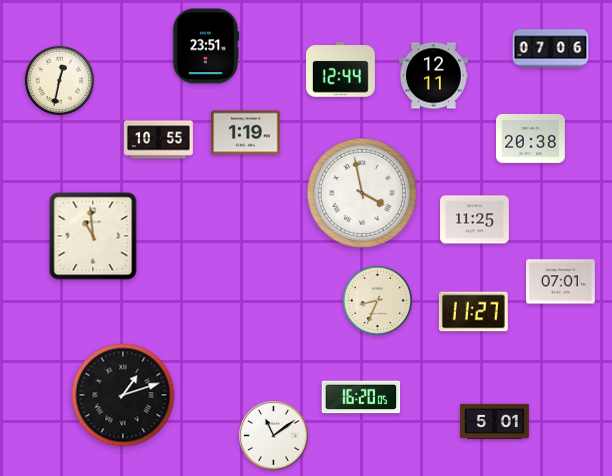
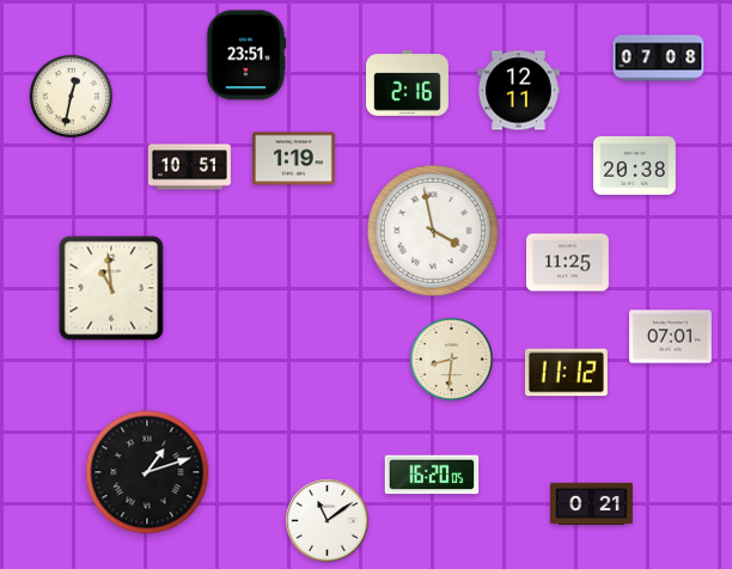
clock at (551, 49): 07:06 -> 07:08
clock at (341, 70): 12:44 -> 2:16
clock at (159, 140): 10:55 -> 10:51
clock at (93, 236) position: (93, 236) -> (111, 288)
clock at (377, 300): 8:34 -> 8:31
clock at (473, 312): 11:27 -> 11:12
clock at (495, 422): 5:01 -> 0:21
